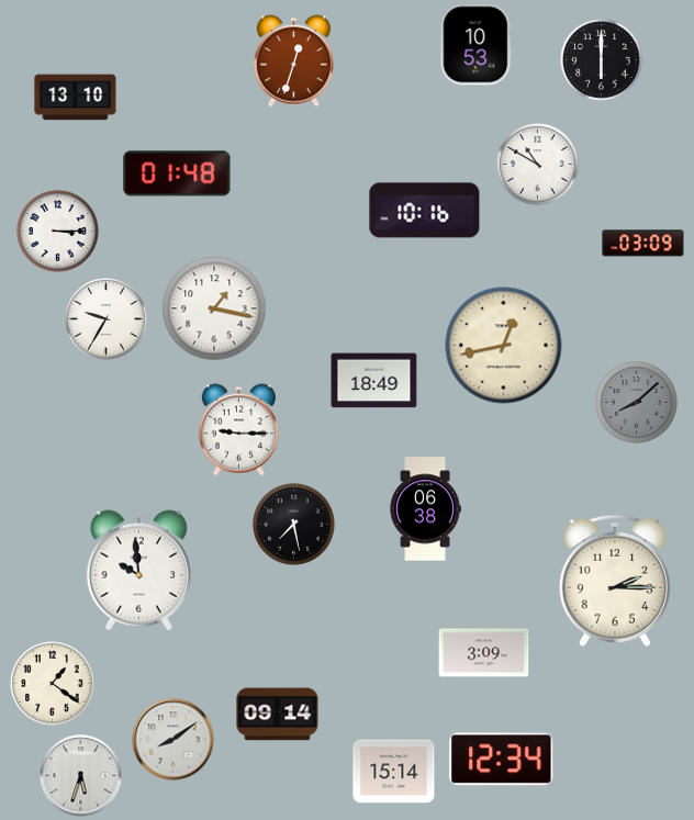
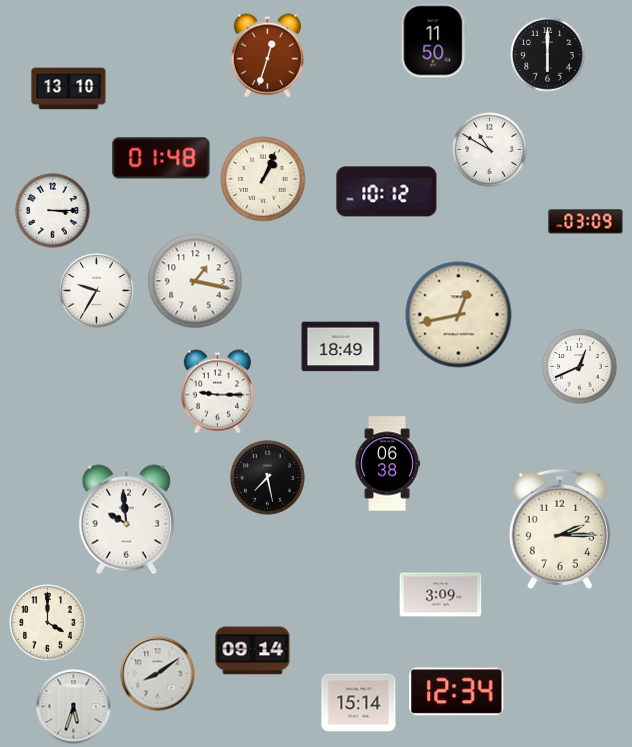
clock at (477, 45): 10:53 -> 11:50
clock at (263, 179): none -> 1:04
clock at (425, 211): 10:16 -> 10:12
clock at (637, 403): 8:08 -> 12:41
clock at (637, 403) dial: grey -> white
clock at (53, 684): 1:21 -> 4:00
